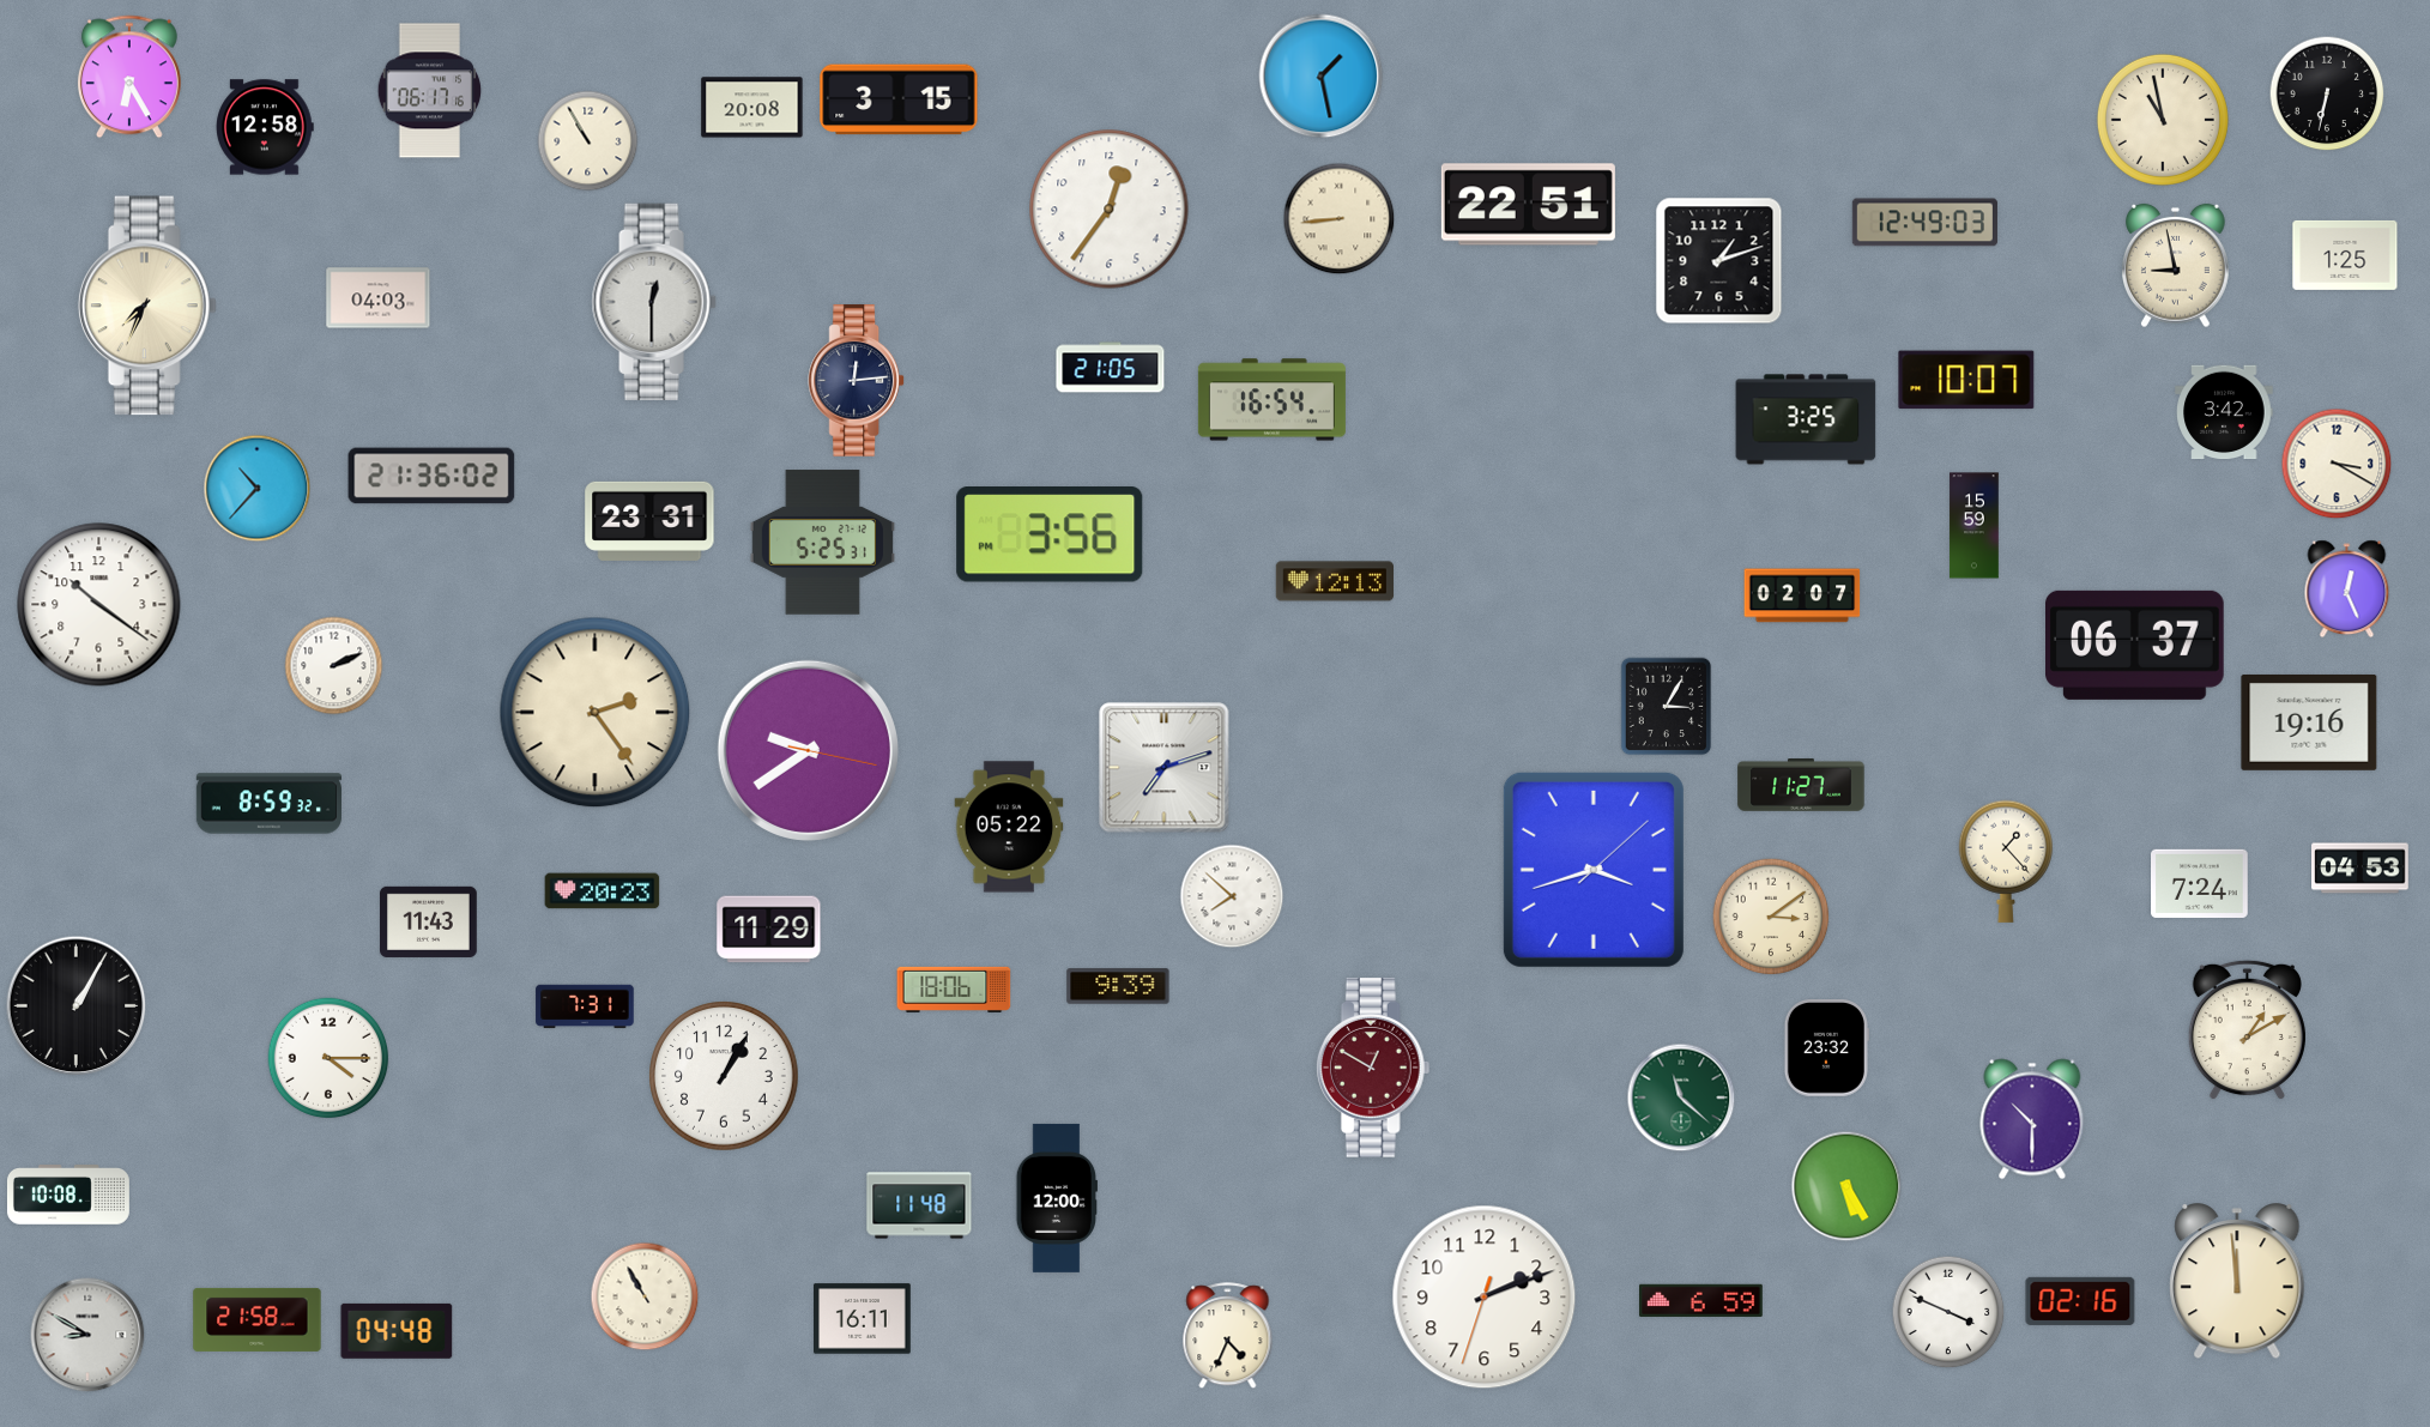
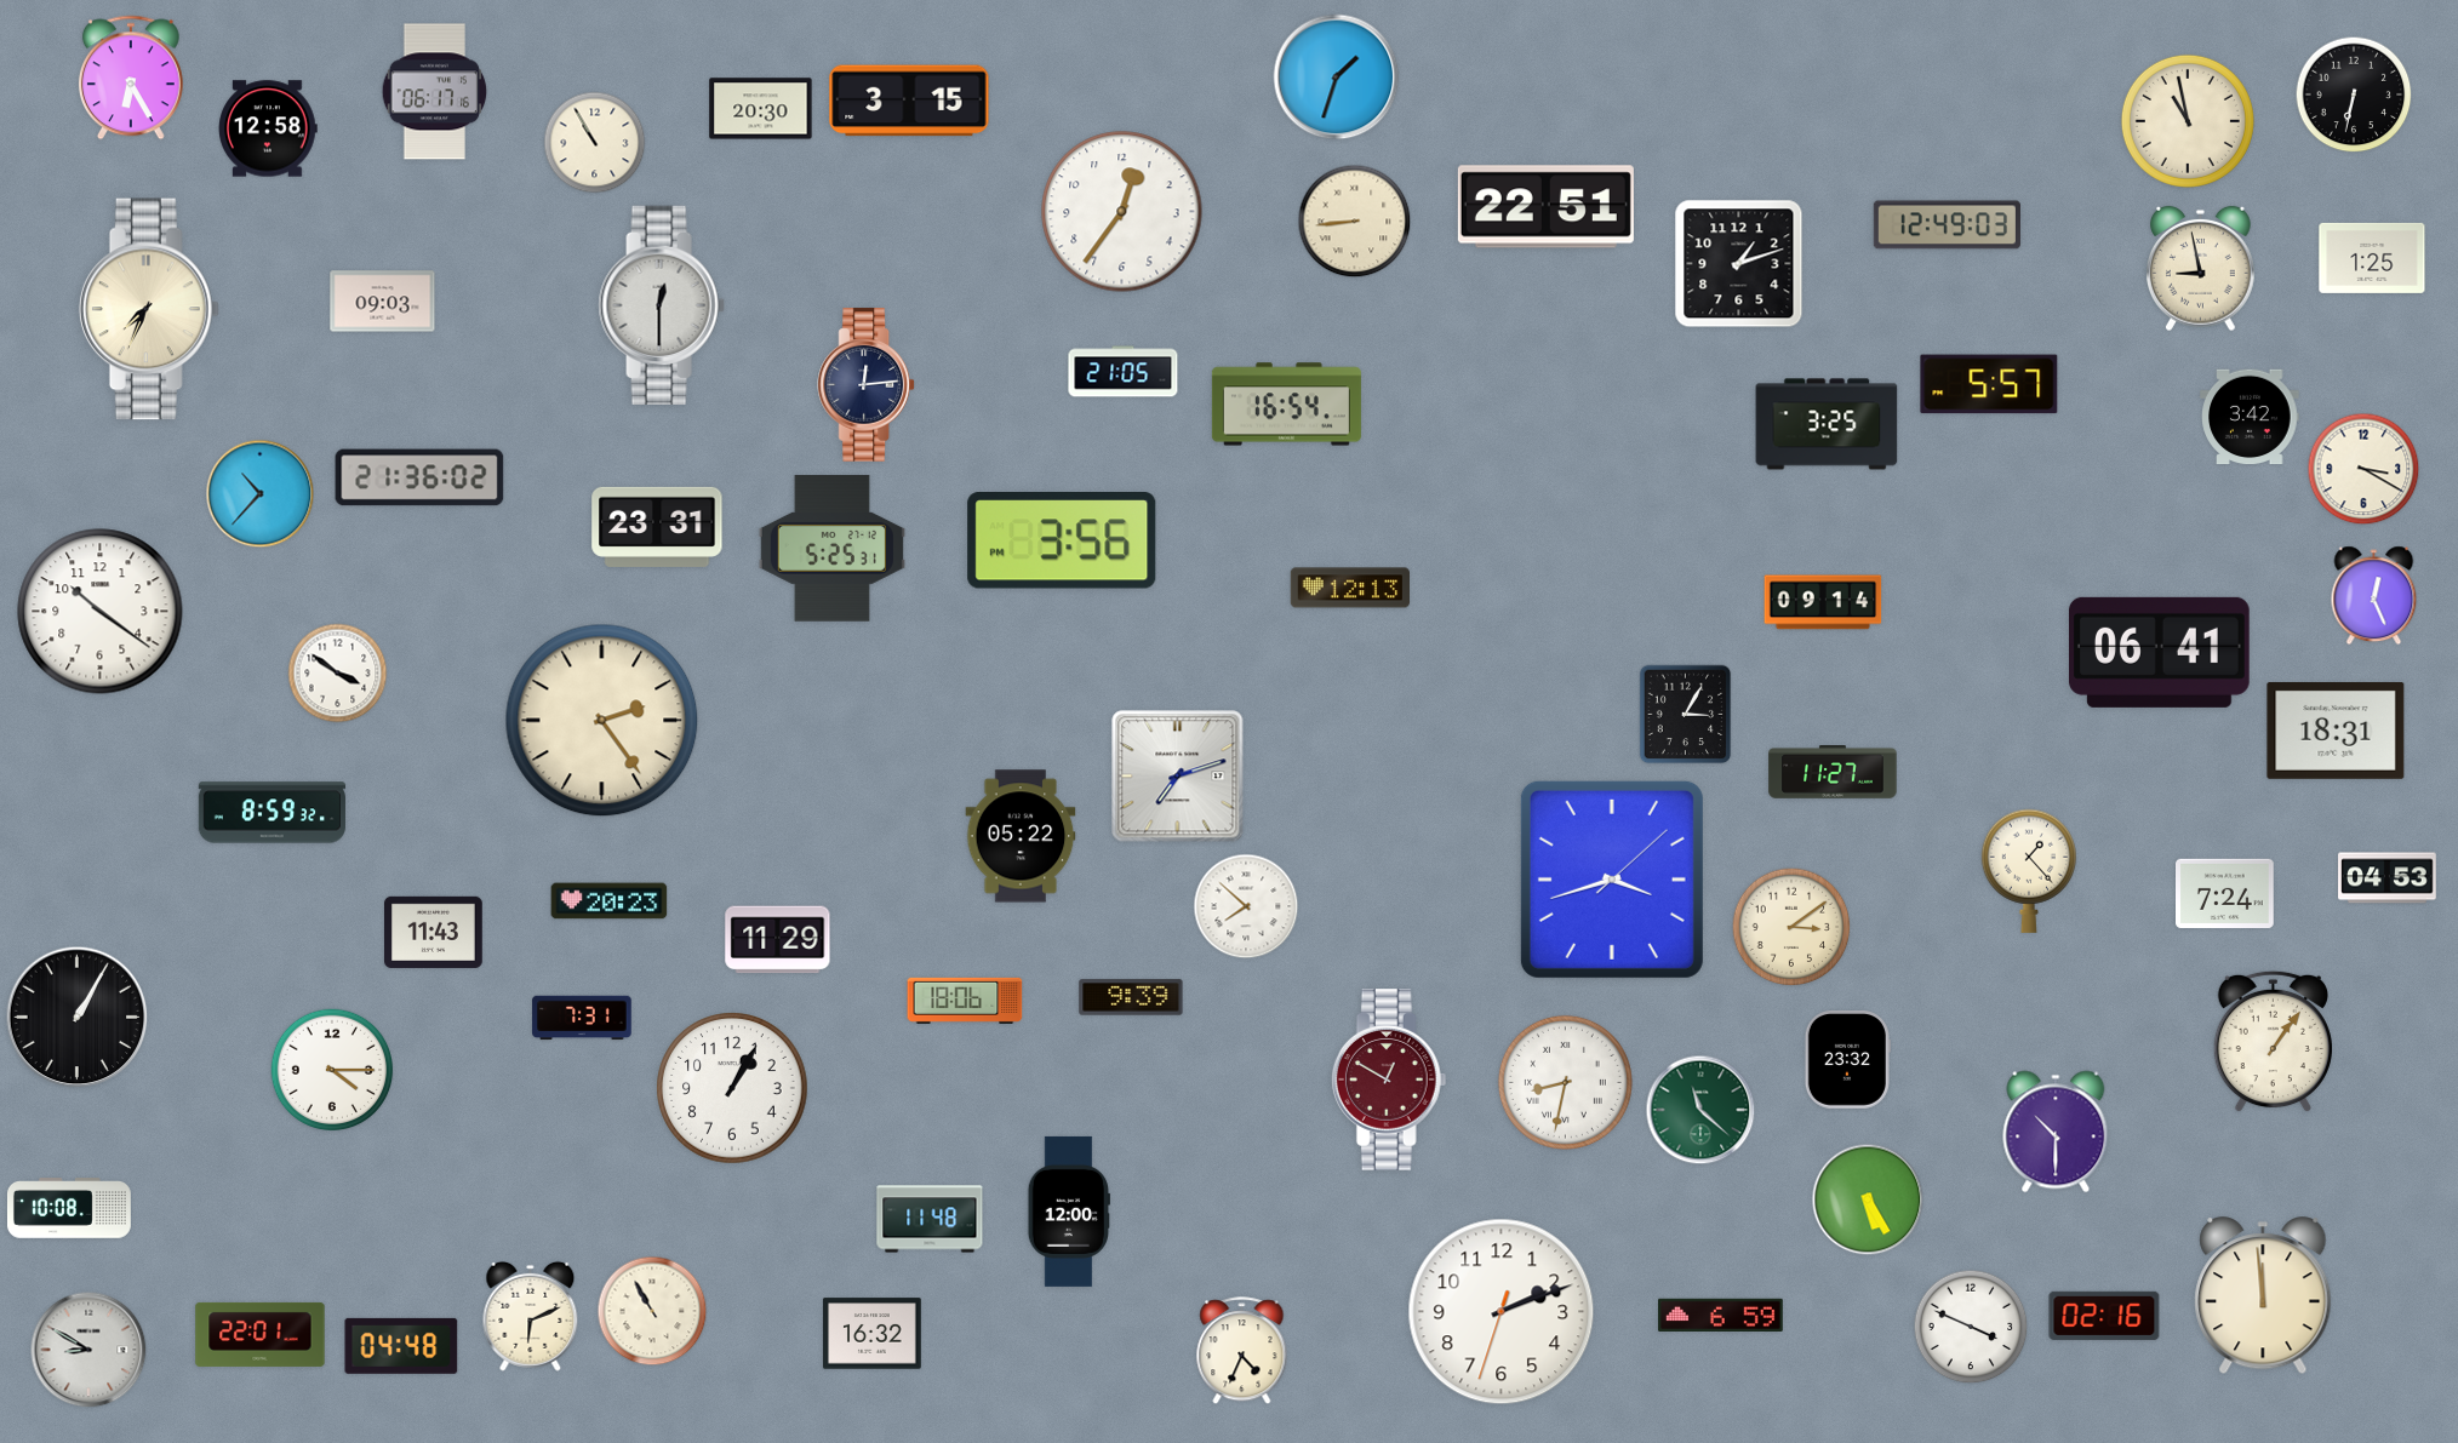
clock at (1322, 77): 1:28 -> 1:33
clock at (752, 108): 20:08 -> 20:30
clock at (379, 298): 04:03 -> 09:03
clock at (1966, 380): 10:07 -> 5:57
clock at (431, 476) position: (431, 476) -> (419, 477)
clock at (1975, 526): 15:59 -> none
clock at (1802, 595): 02:07 -> 09:14
clock at (2135, 645): 06:37 -> 06:41
clock at (334, 666): 2:11 -> 3:51
clock at (2309, 722): 19:16 -> 18:31
clock at (808, 750): 9:39 -> none
clock at (1801, 785) position: (1801, 785) -> (1833, 772)
clock at (585, 1006) position: (585, 1006) -> (582, 1018)
clock at (2247, 1030): 1:10 -> 1:06
clock at (1565, 1082): none -> 8:32
clock at (531, 1316): none -> 6:11
clock at (258, 1319): 21:58 -> 22:01
clock at (863, 1319): 16:11 -> 16:32
